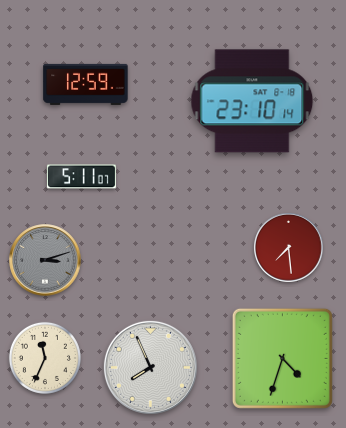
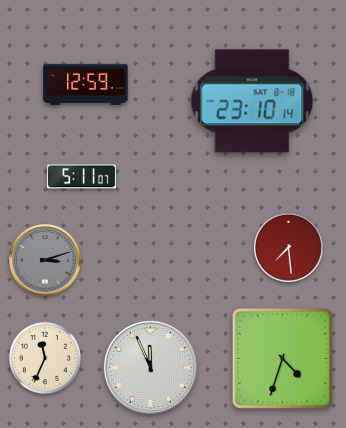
clock at (150, 367): 7:56 -> 11:56
